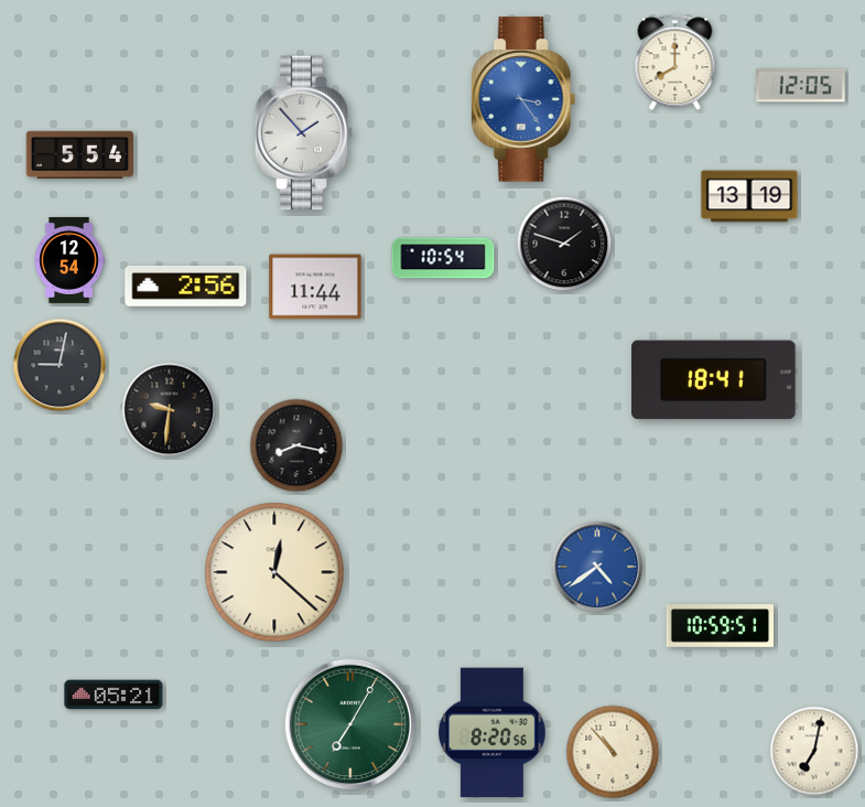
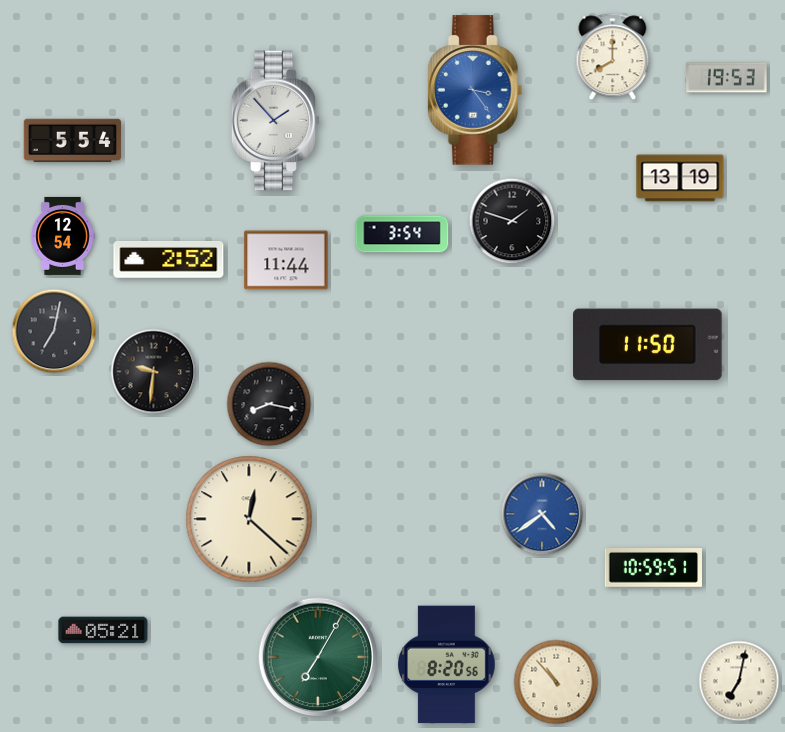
clock at (801, 86): 12:05 -> 19:53
clock at (443, 258): 10:54 -> 3:54
clock at (186, 287): 2:56 -> 2:52
clock at (60, 365): 9:02 -> 7:02
clock at (714, 380): 18:41 -> 11:50
